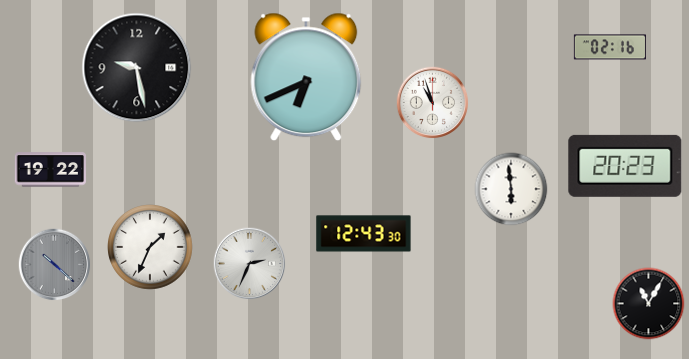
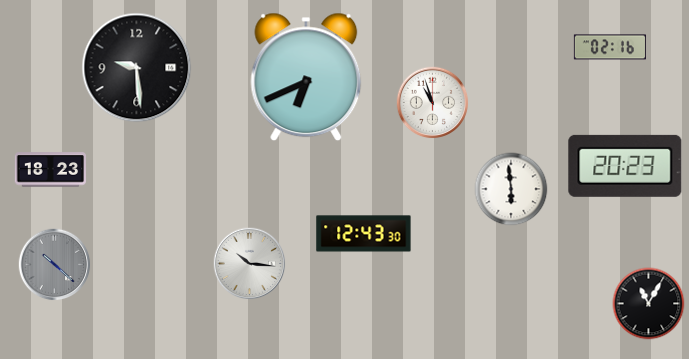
clock at (137, 68): 9:28 -> 9:29
clock at (50, 170): 19:22 -> 18:23
clock at (151, 248): 1:34 -> none
clock at (250, 264): 2:34 -> 10:16
